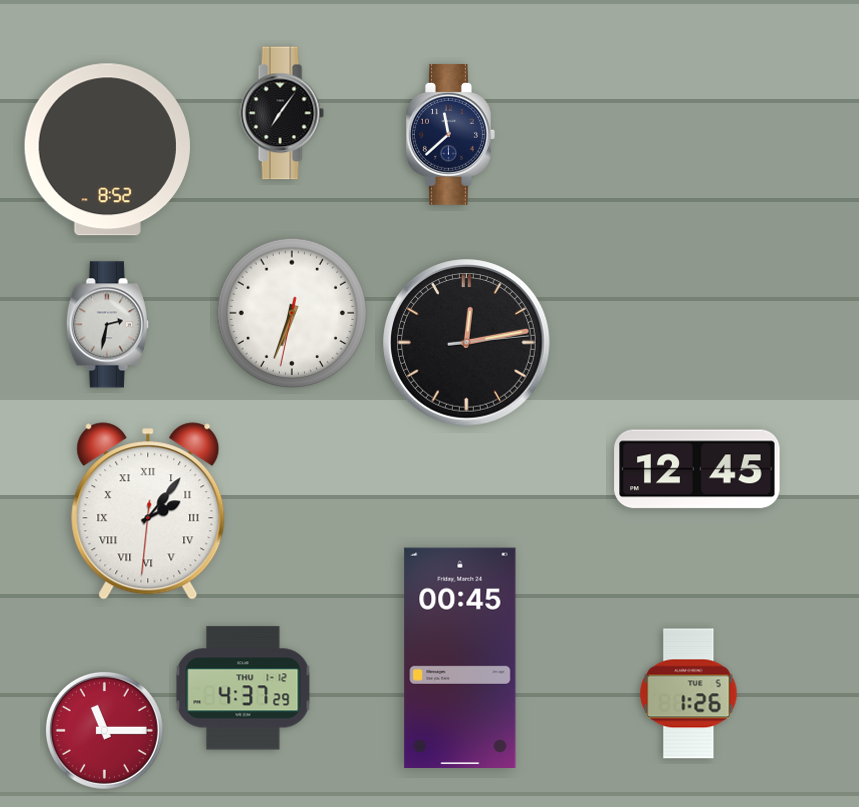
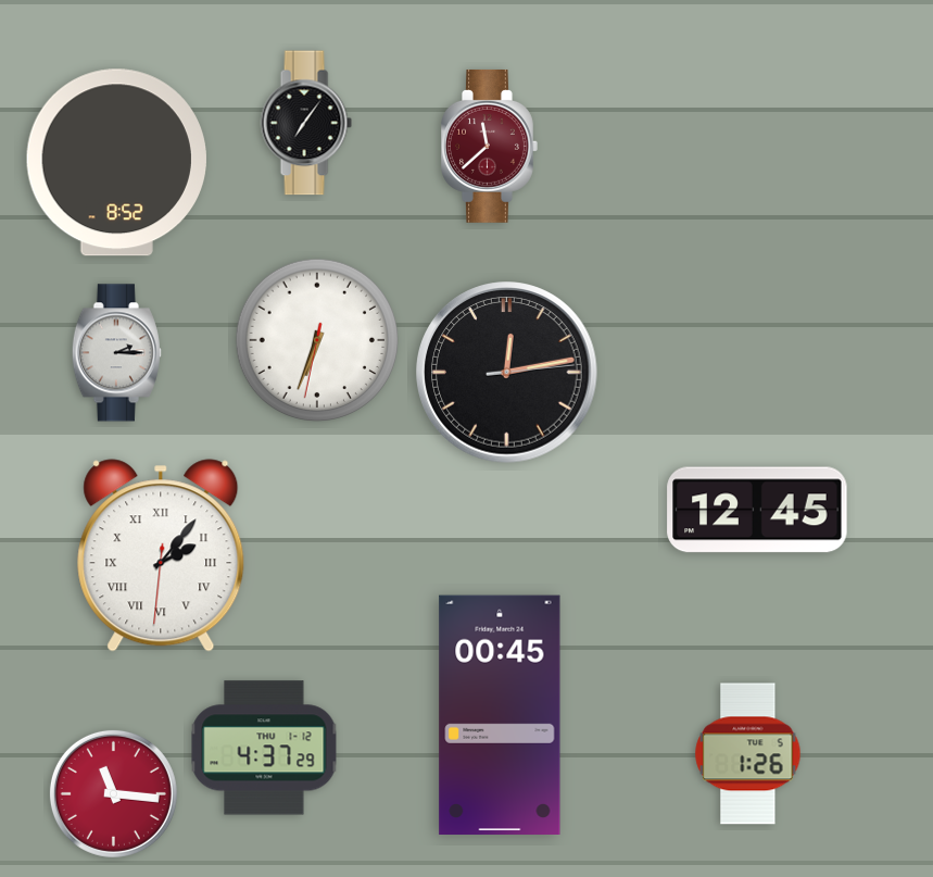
clock at (451, 134) dial: navy -> burgundy
clock at (107, 325): 2:32 -> 2:15
clock at (104, 730): 11:15 -> 11:16
